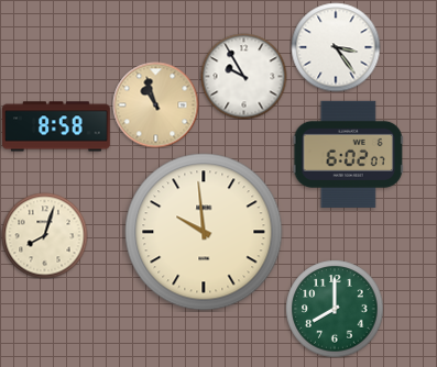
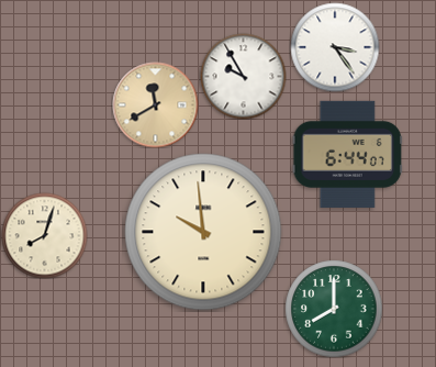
clock at (155, 104): 10:57 -> 11:40
clock at (56, 126): 8:58 -> none
clock at (348, 154): 6:02 -> 6:44
